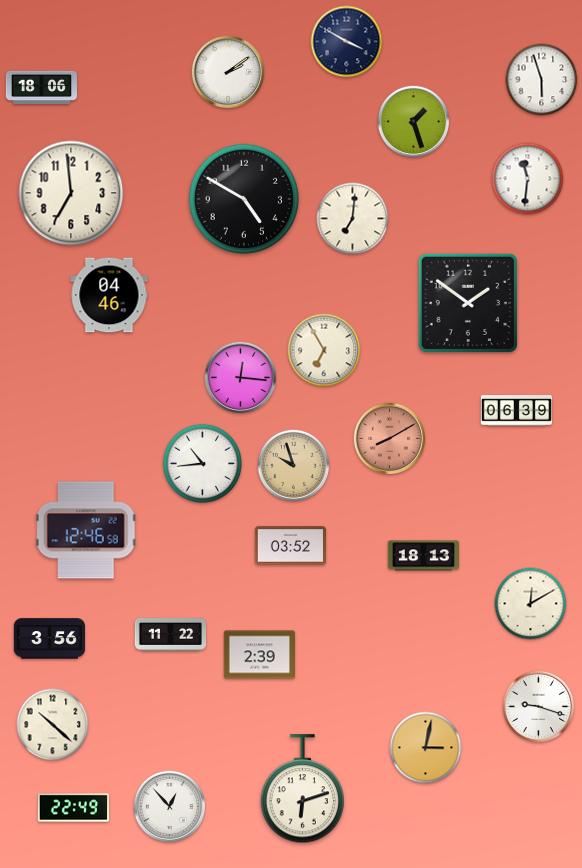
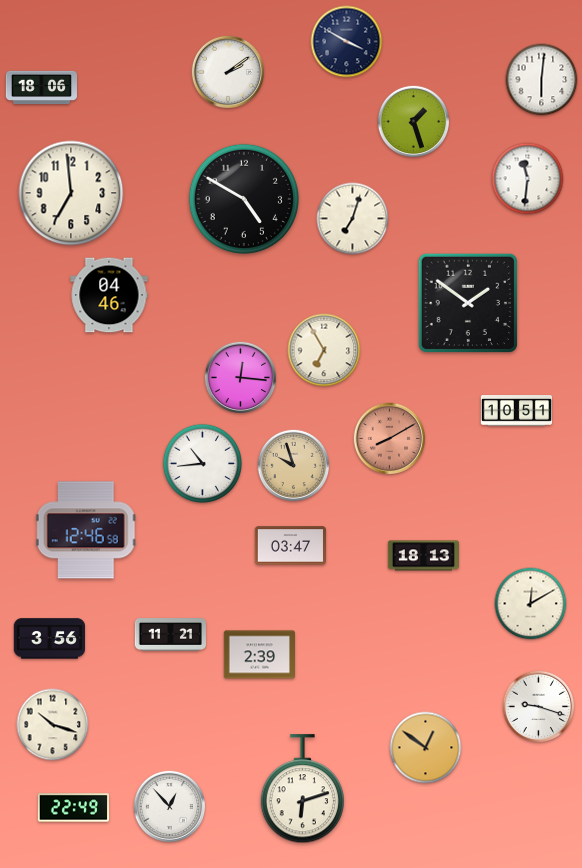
clock at (542, 80): 5:57 -> 6:01
clock at (353, 219): 7:01 -> 7:03
clock at (516, 411): 06:39 -> 10:51
clock at (290, 546): 03:52 -> 03:47
clock at (170, 635): 11:22 -> 11:21
clock at (53, 725): 10:22 -> 10:18
clock at (426, 748): 3:02 -> 12:51
